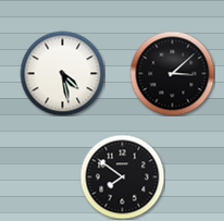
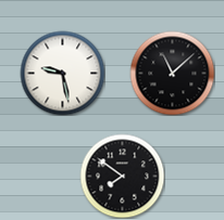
clock at (62, 73): 4:28 -> 9:28
clock at (172, 73): 3:08 -> 11:08
